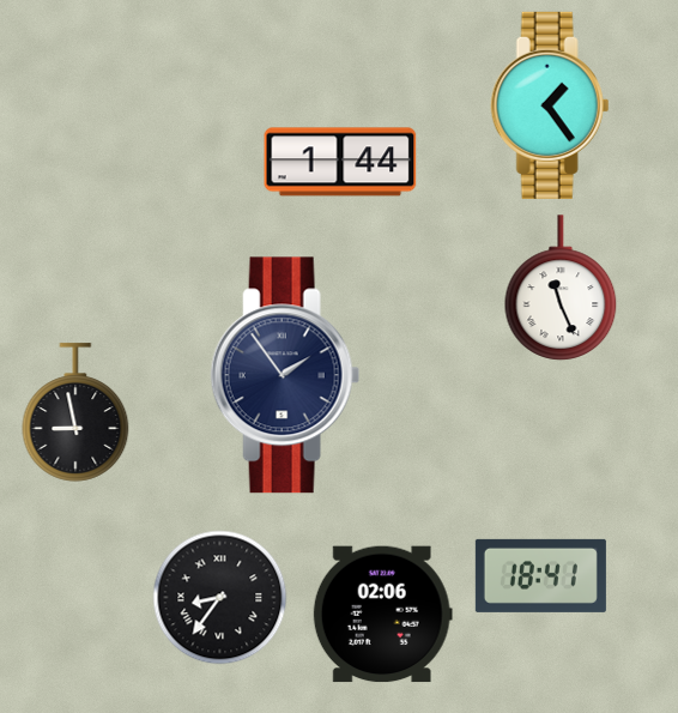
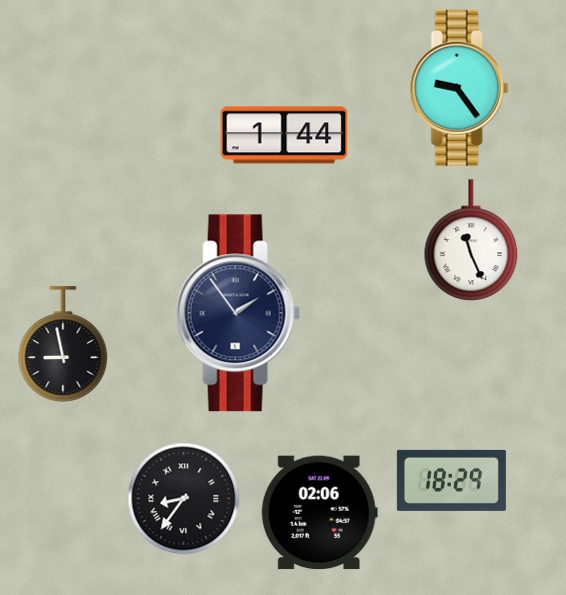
clock at (550, 105): 1:24 -> 9:24
clock at (561, 288) position: (561, 288) -> (471, 240)
clock at (540, 575): 18:41 -> 18:29
